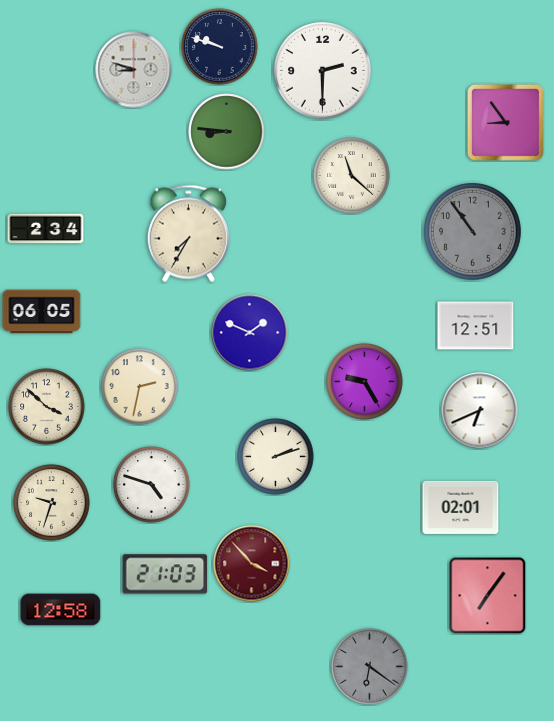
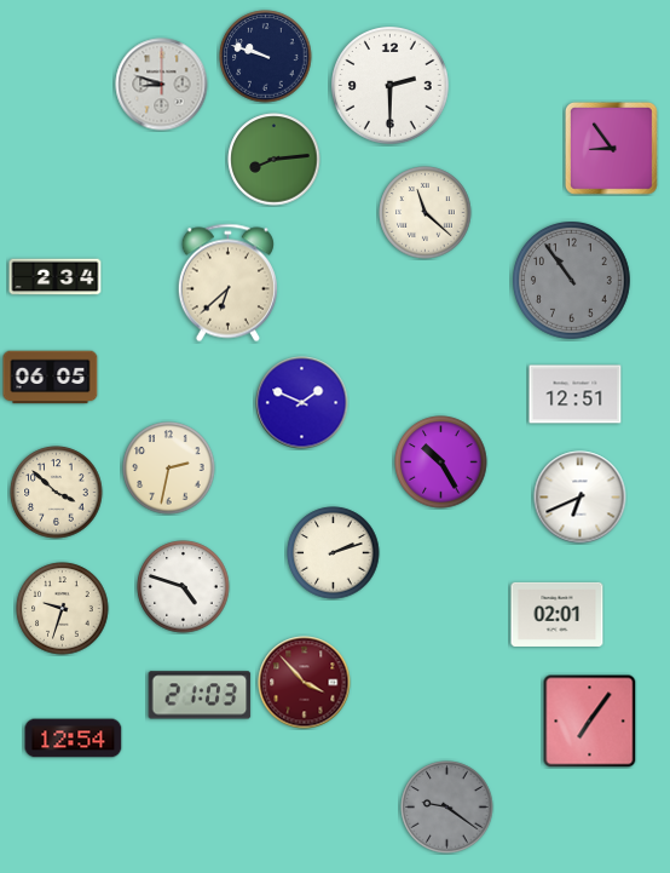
clock at (227, 132): 8:46 -> 8:14
clock at (188, 234): 7:35 -> 6:38
clock at (365, 382): 9:25 -> 10:25
clock at (61, 610): 12:58 -> 12:54
clock at (370, 667): 6:21 -> 9:21
